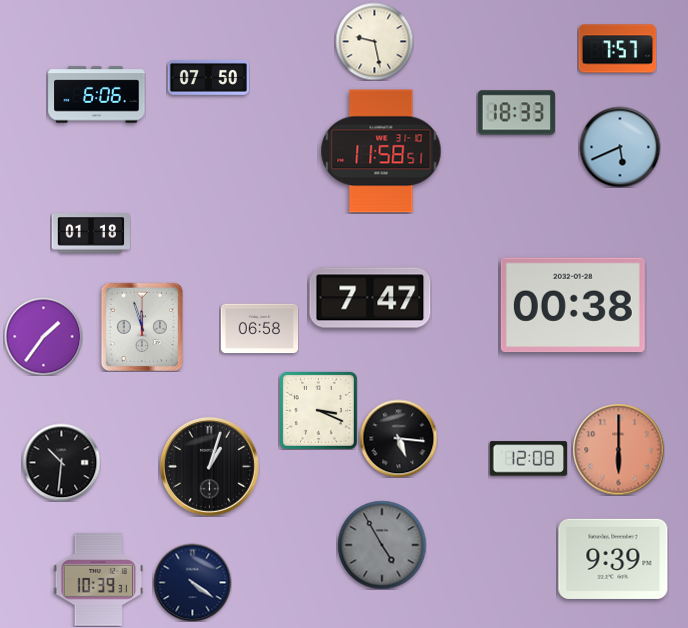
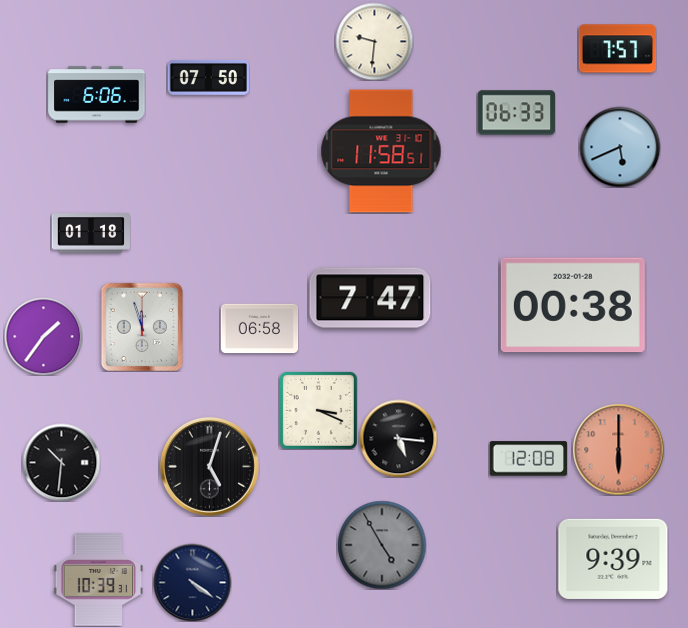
clock at (374, 41): 9:28 -> 9:31
clock at (516, 113): 18:33 -> 06:33
clock at (209, 466): 1:03 -> 5:03
